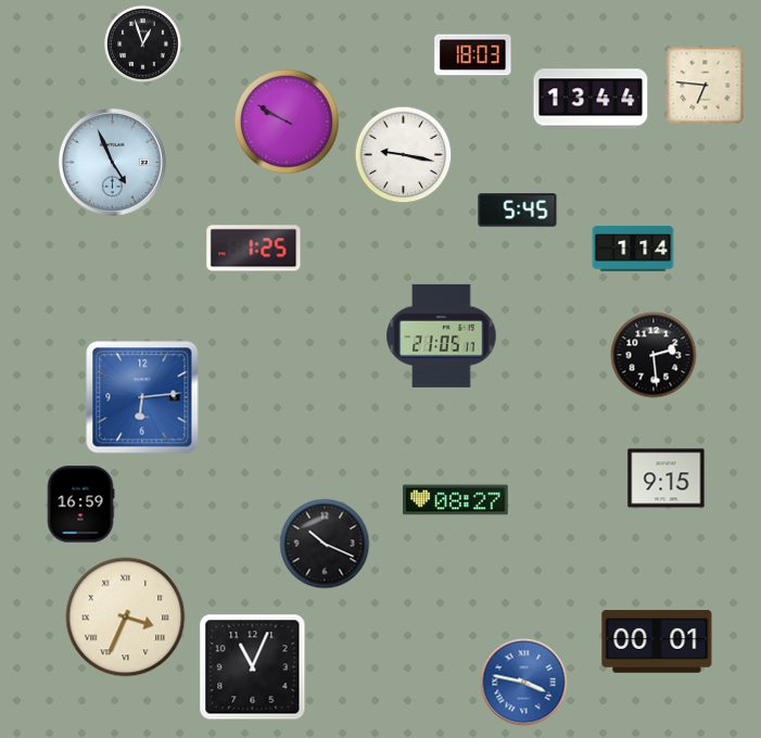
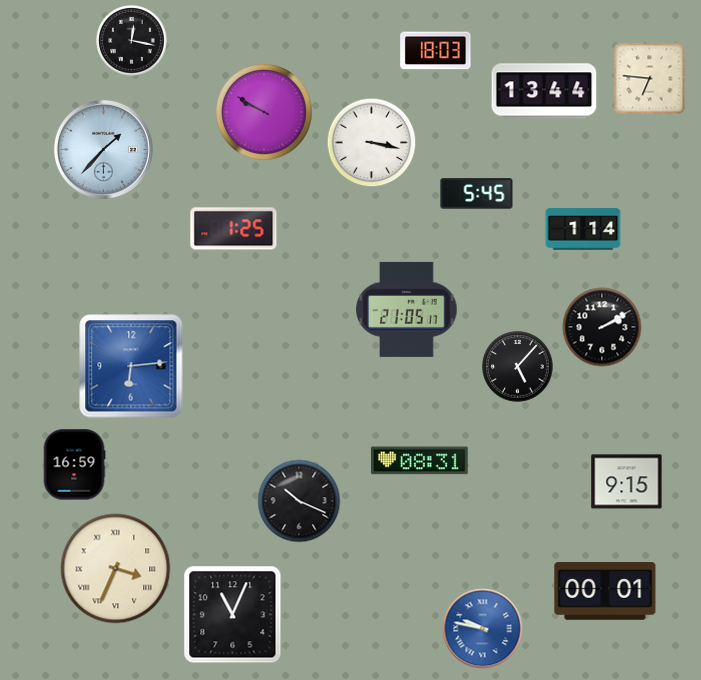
clock at (143, 44): 12:57 -> 12:17
clock at (404, 155): 9:17 -> 3:17
clock at (112, 162): 4:56 -> 1:37
clock at (654, 355): 2:29 -> 2:10
clock at (518, 367): none -> 5:07
clock at (667, 479) position: (667, 479) -> (627, 482)
clock at (456, 500): 08:27 -> 08:31
clock at (524, 683): 3:47 -> 9:47
